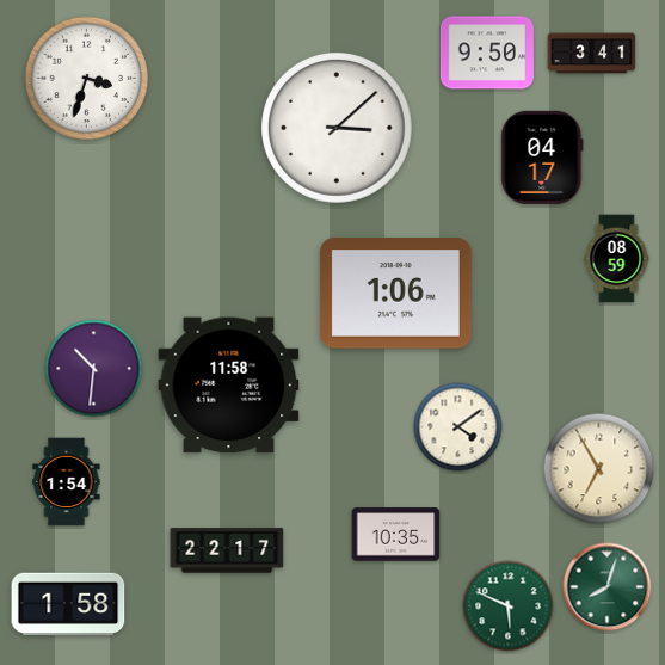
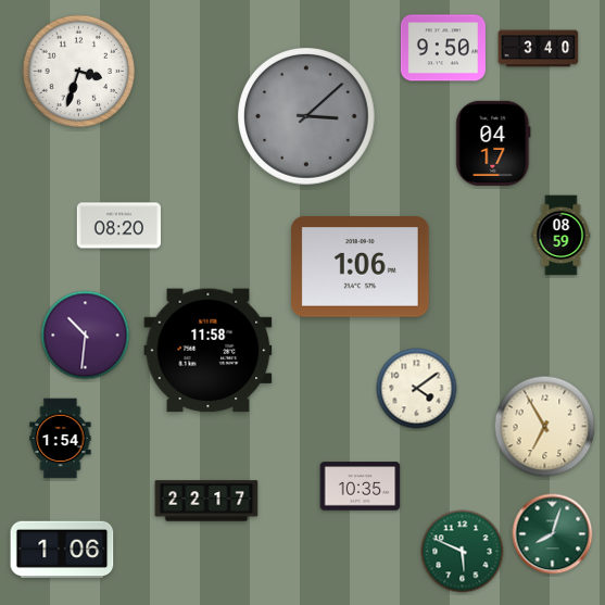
clock at (592, 54): 3:41 -> 3:40
clock at (337, 128) dial: white -> grey
clock at (118, 226): none -> 08:20
clock at (68, 604): 1:58 -> 1:06
